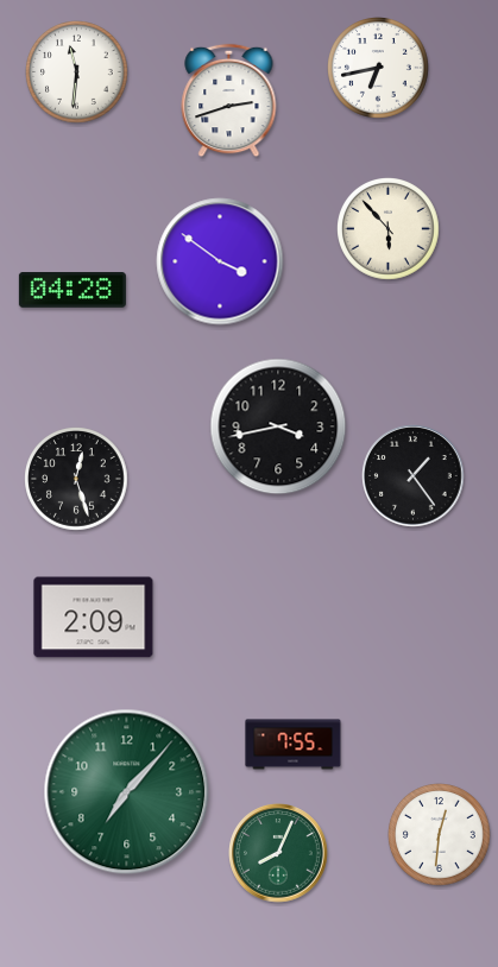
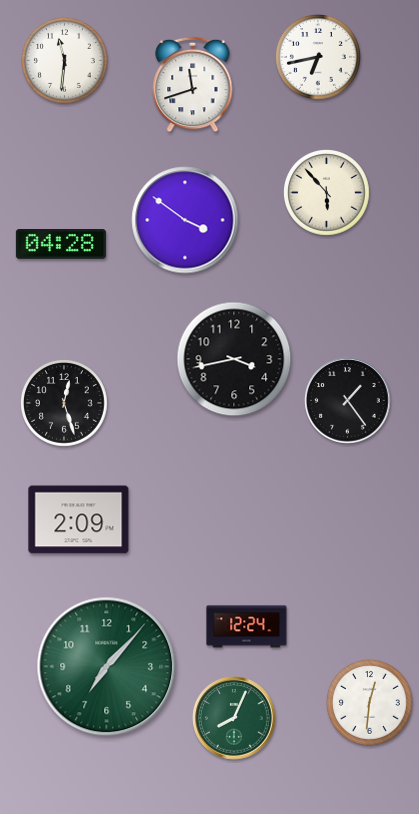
clock at (229, 101): 2:42 -> 11:42
clock at (294, 745): 7:55 -> 12:24
